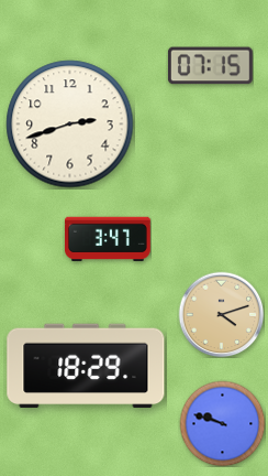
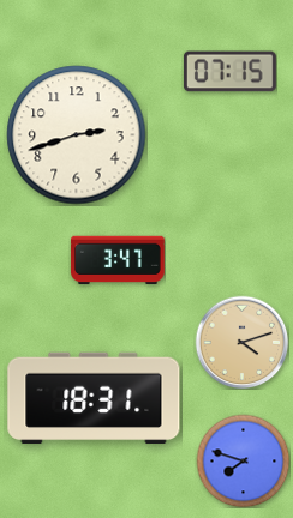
clock at (86, 366): 18:29 -> 18:31
clock at (222, 423): 9:48 -> 7:48
